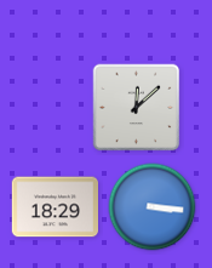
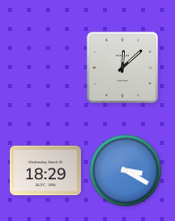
clock at (137, 108) position: (137, 108) -> (123, 68)
clock at (153, 207): 3:16 -> 3:20
